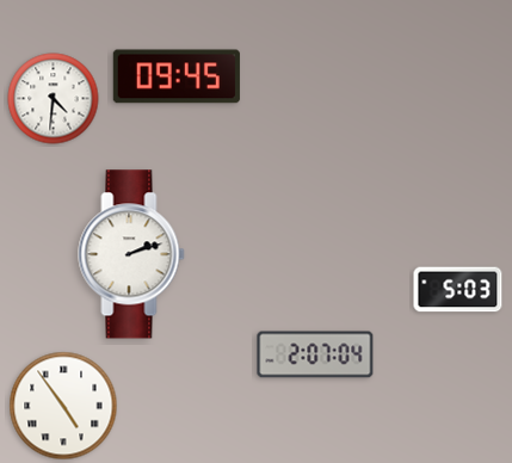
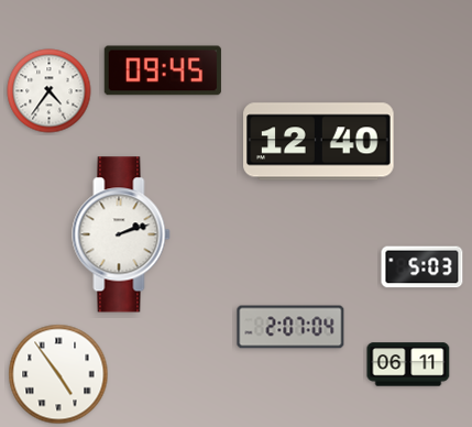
clock at (54, 99): 4:31 -> 4:36
clock at (319, 142): none -> 12:40
clock at (408, 364): none -> 06:11
